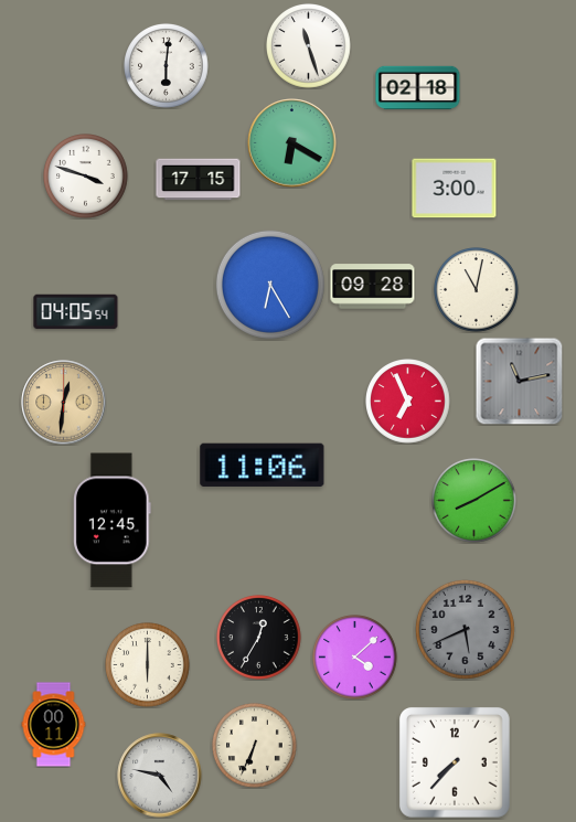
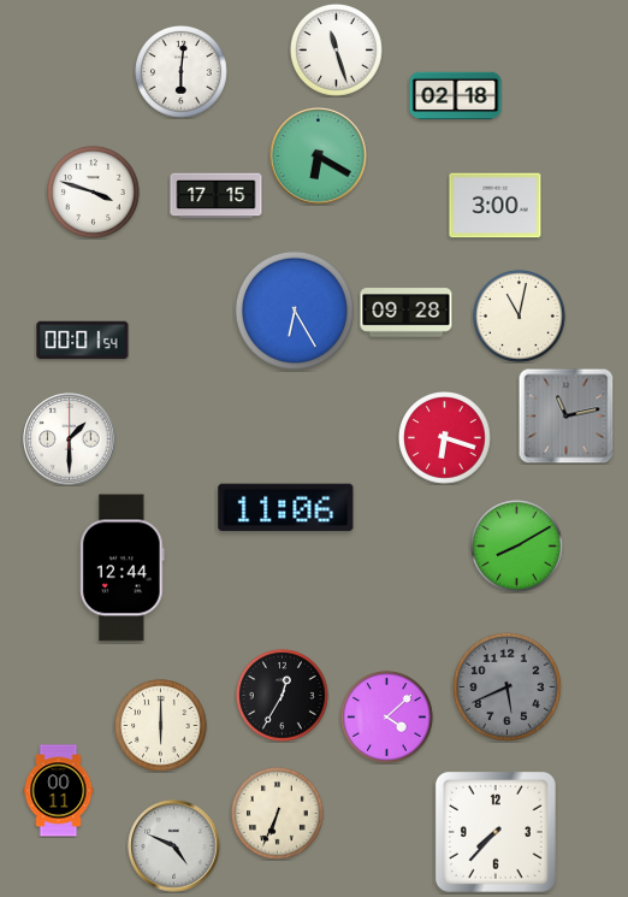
clock at (76, 312): 04:05 -> 00:01
clock at (408, 402): 6:56 -> 6:18
clock at (64, 403): 12:31 -> 1:30
clock at (64, 403) dial: champagne -> white
clock at (113, 521): 12:45 -> 12:44
clock at (160, 776): 4:47 -> 4:49
